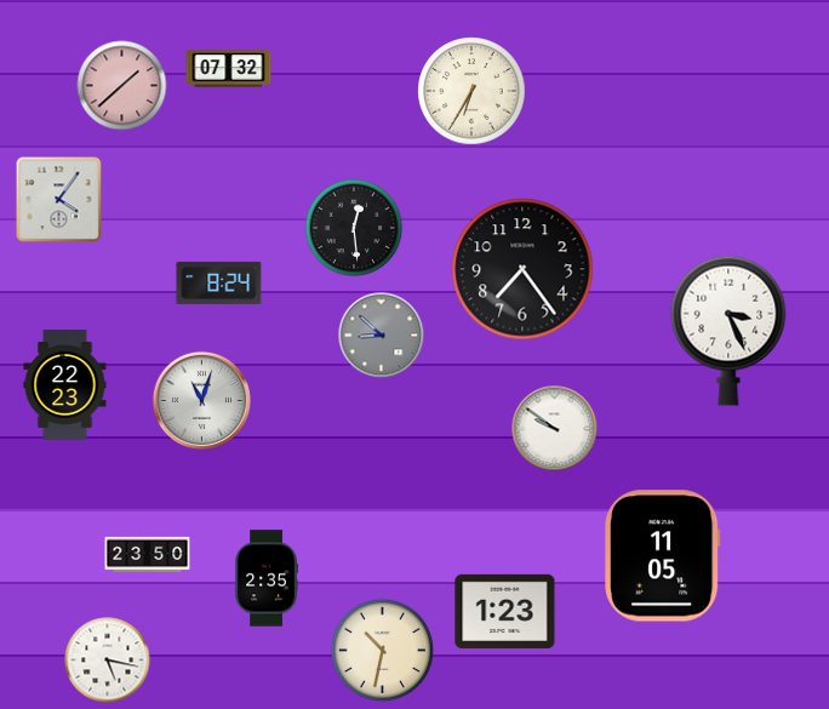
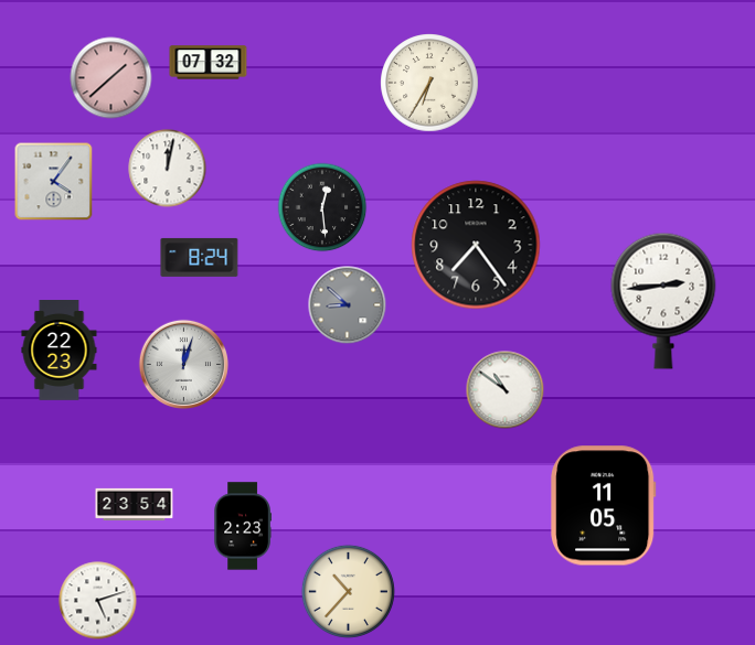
clock at (168, 169): none -> 12:02
clock at (728, 331): 3:26 -> 2:44
clock at (201, 400): 11:03 -> 12:03
clock at (555, 429): 9:51 -> 10:51
clock at (148, 554): 23:50 -> 23:54
clock at (265, 578): 2:35 -> 2:23
clock at (505, 611): 1:23 -> none
clock at (382, 650): 10:32 -> 10:37
clock at (108, 661): 5:17 -> 5:12
